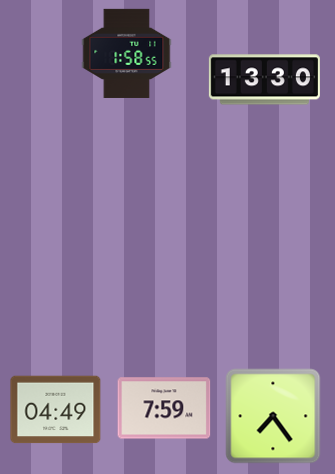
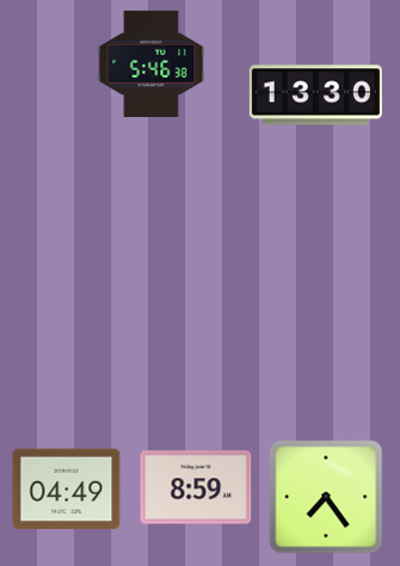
clock at (127, 53): 1:58 -> 5:46
clock at (164, 408): 7:59 -> 8:59
